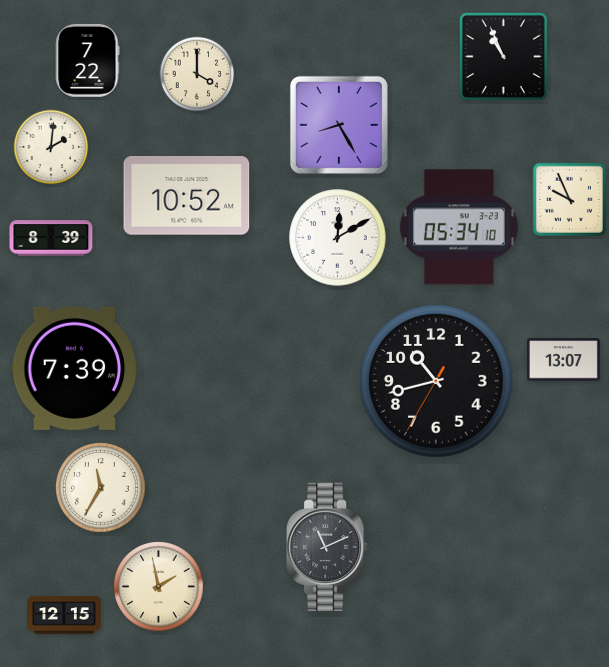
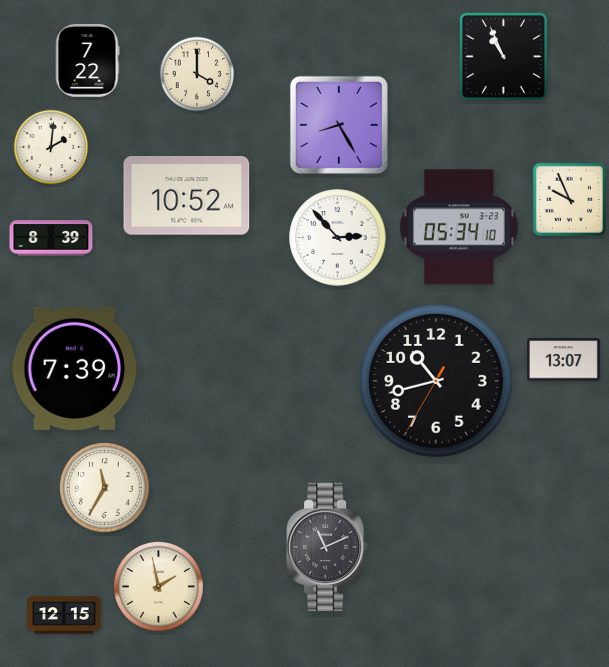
clock at (338, 238): 12:10 -> 2:53
clock at (101, 488) position: (101, 488) -> (105, 488)
